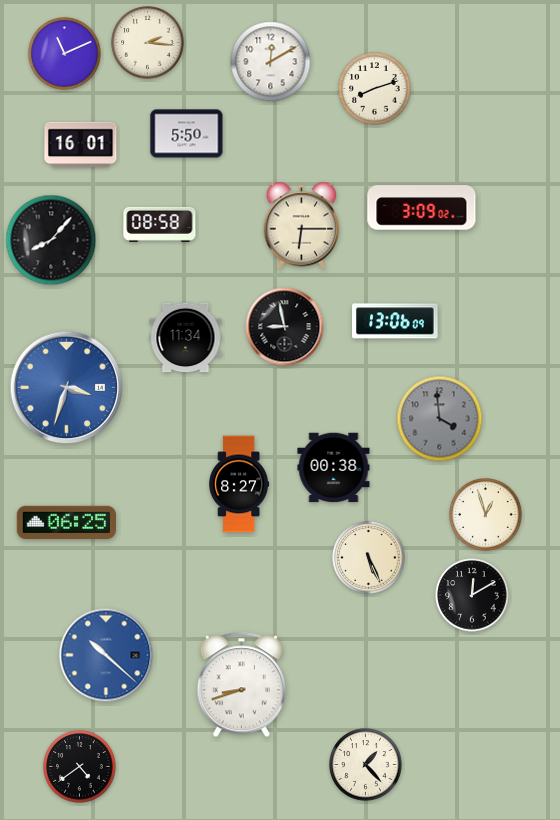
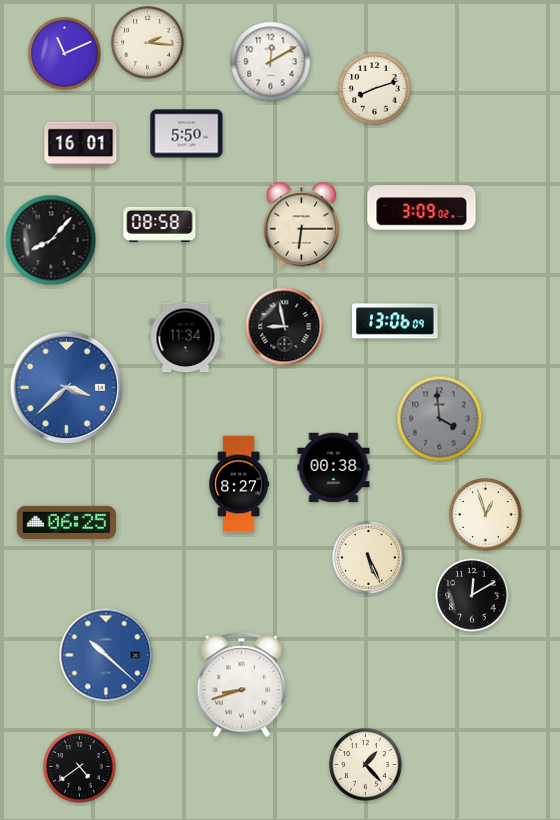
clock at (67, 388): 3:33 -> 3:38
